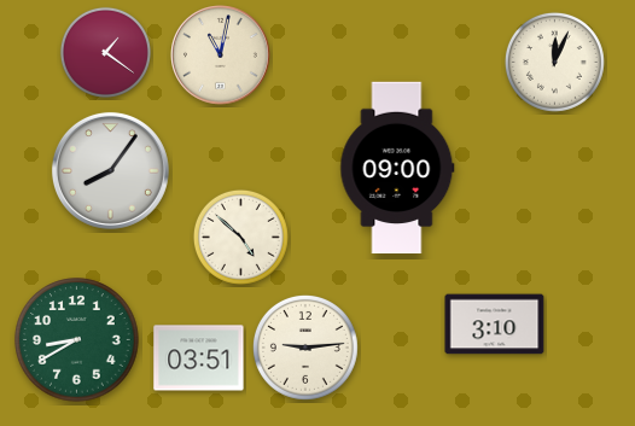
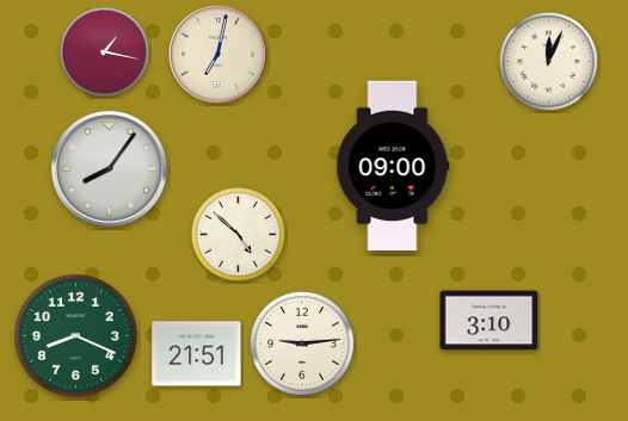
clock at (105, 52): 1:21 -> 1:17
clock at (221, 56): 11:02 -> 7:02
clock at (77, 340): 8:40 -> 8:19
clock at (199, 358): 03:51 -> 21:51
